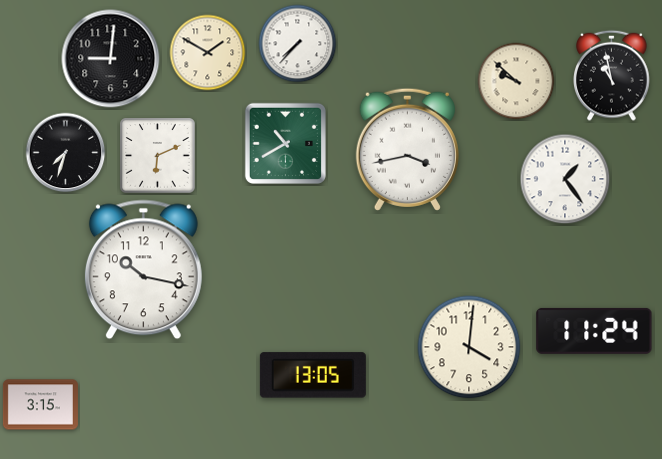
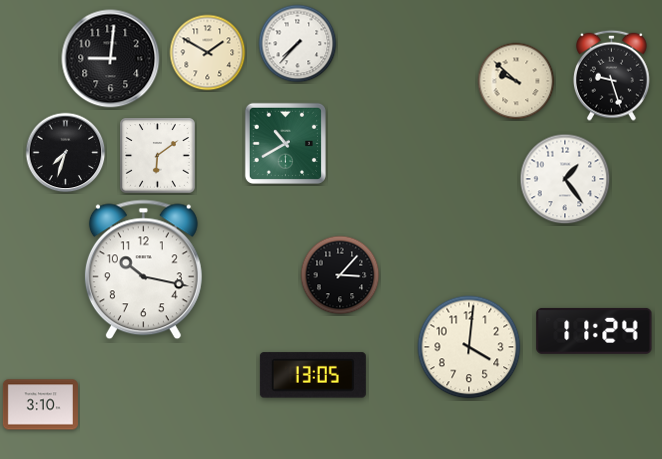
clock at (612, 75): 10:58 -> 9:27
clock at (407, 149): 3:43 -> none
clock at (158, 156): 6:11 -> 6:09
clock at (340, 275): none -> 3:07
clock at (40, 405): 3:15 -> 3:10
